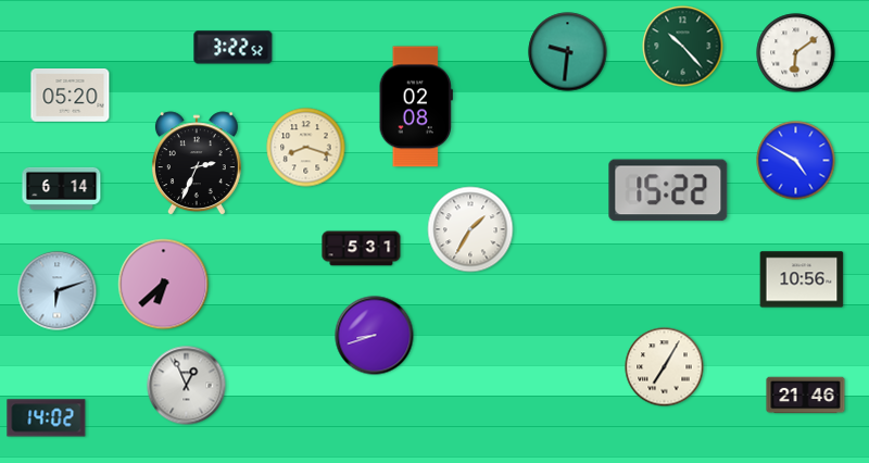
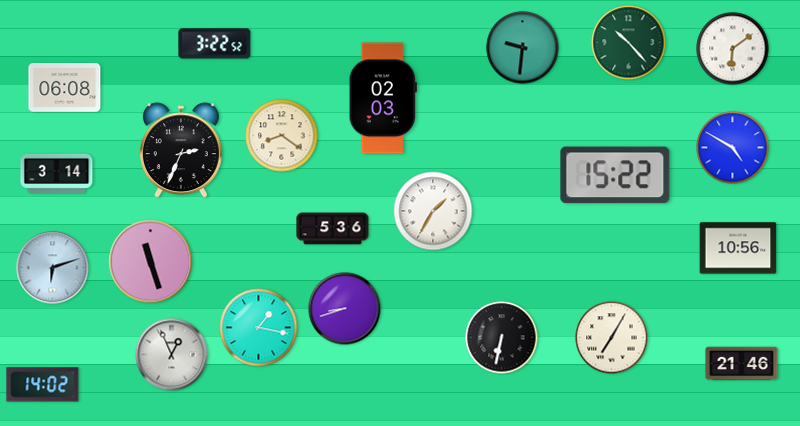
clock at (71, 96): 05:20 -> 06:08
clock at (416, 107): 02:08 -> 02:03
clock at (306, 148): 8:18 -> 8:21
clock at (62, 188): 6:14 -> 3:14
clock at (362, 249): 5:31 -> 5:36
clock at (802, 279) position: (802, 279) -> (738, 248)
clock at (164, 285): 6:38 -> 11:27
clock at (259, 328): none -> 1:17
clock at (502, 338): none -> 6:32
